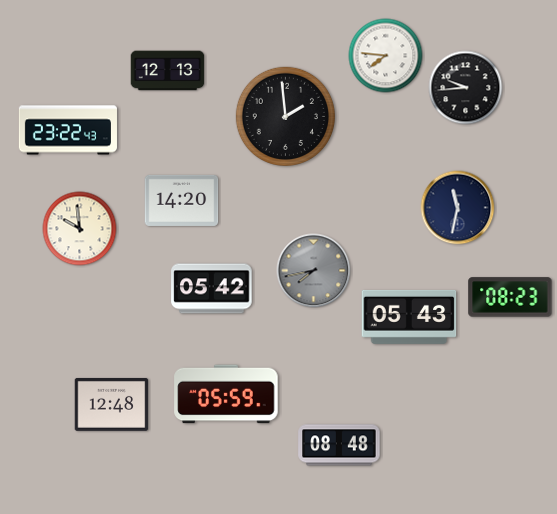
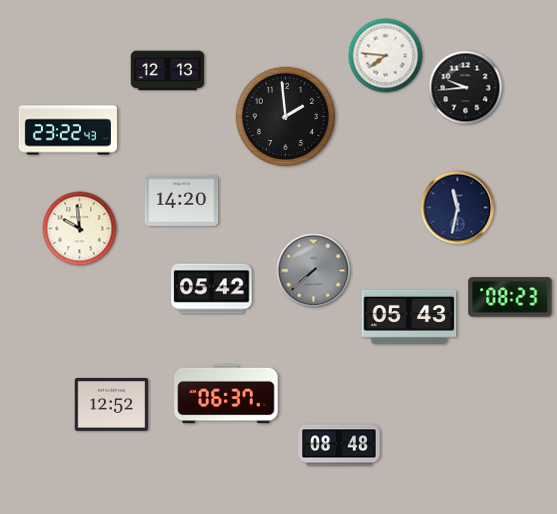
clock at (314, 271): 7:43 -> 7:38
clock at (226, 394): 05:59 -> 06:37
clock at (112, 404): 12:48 -> 12:52
